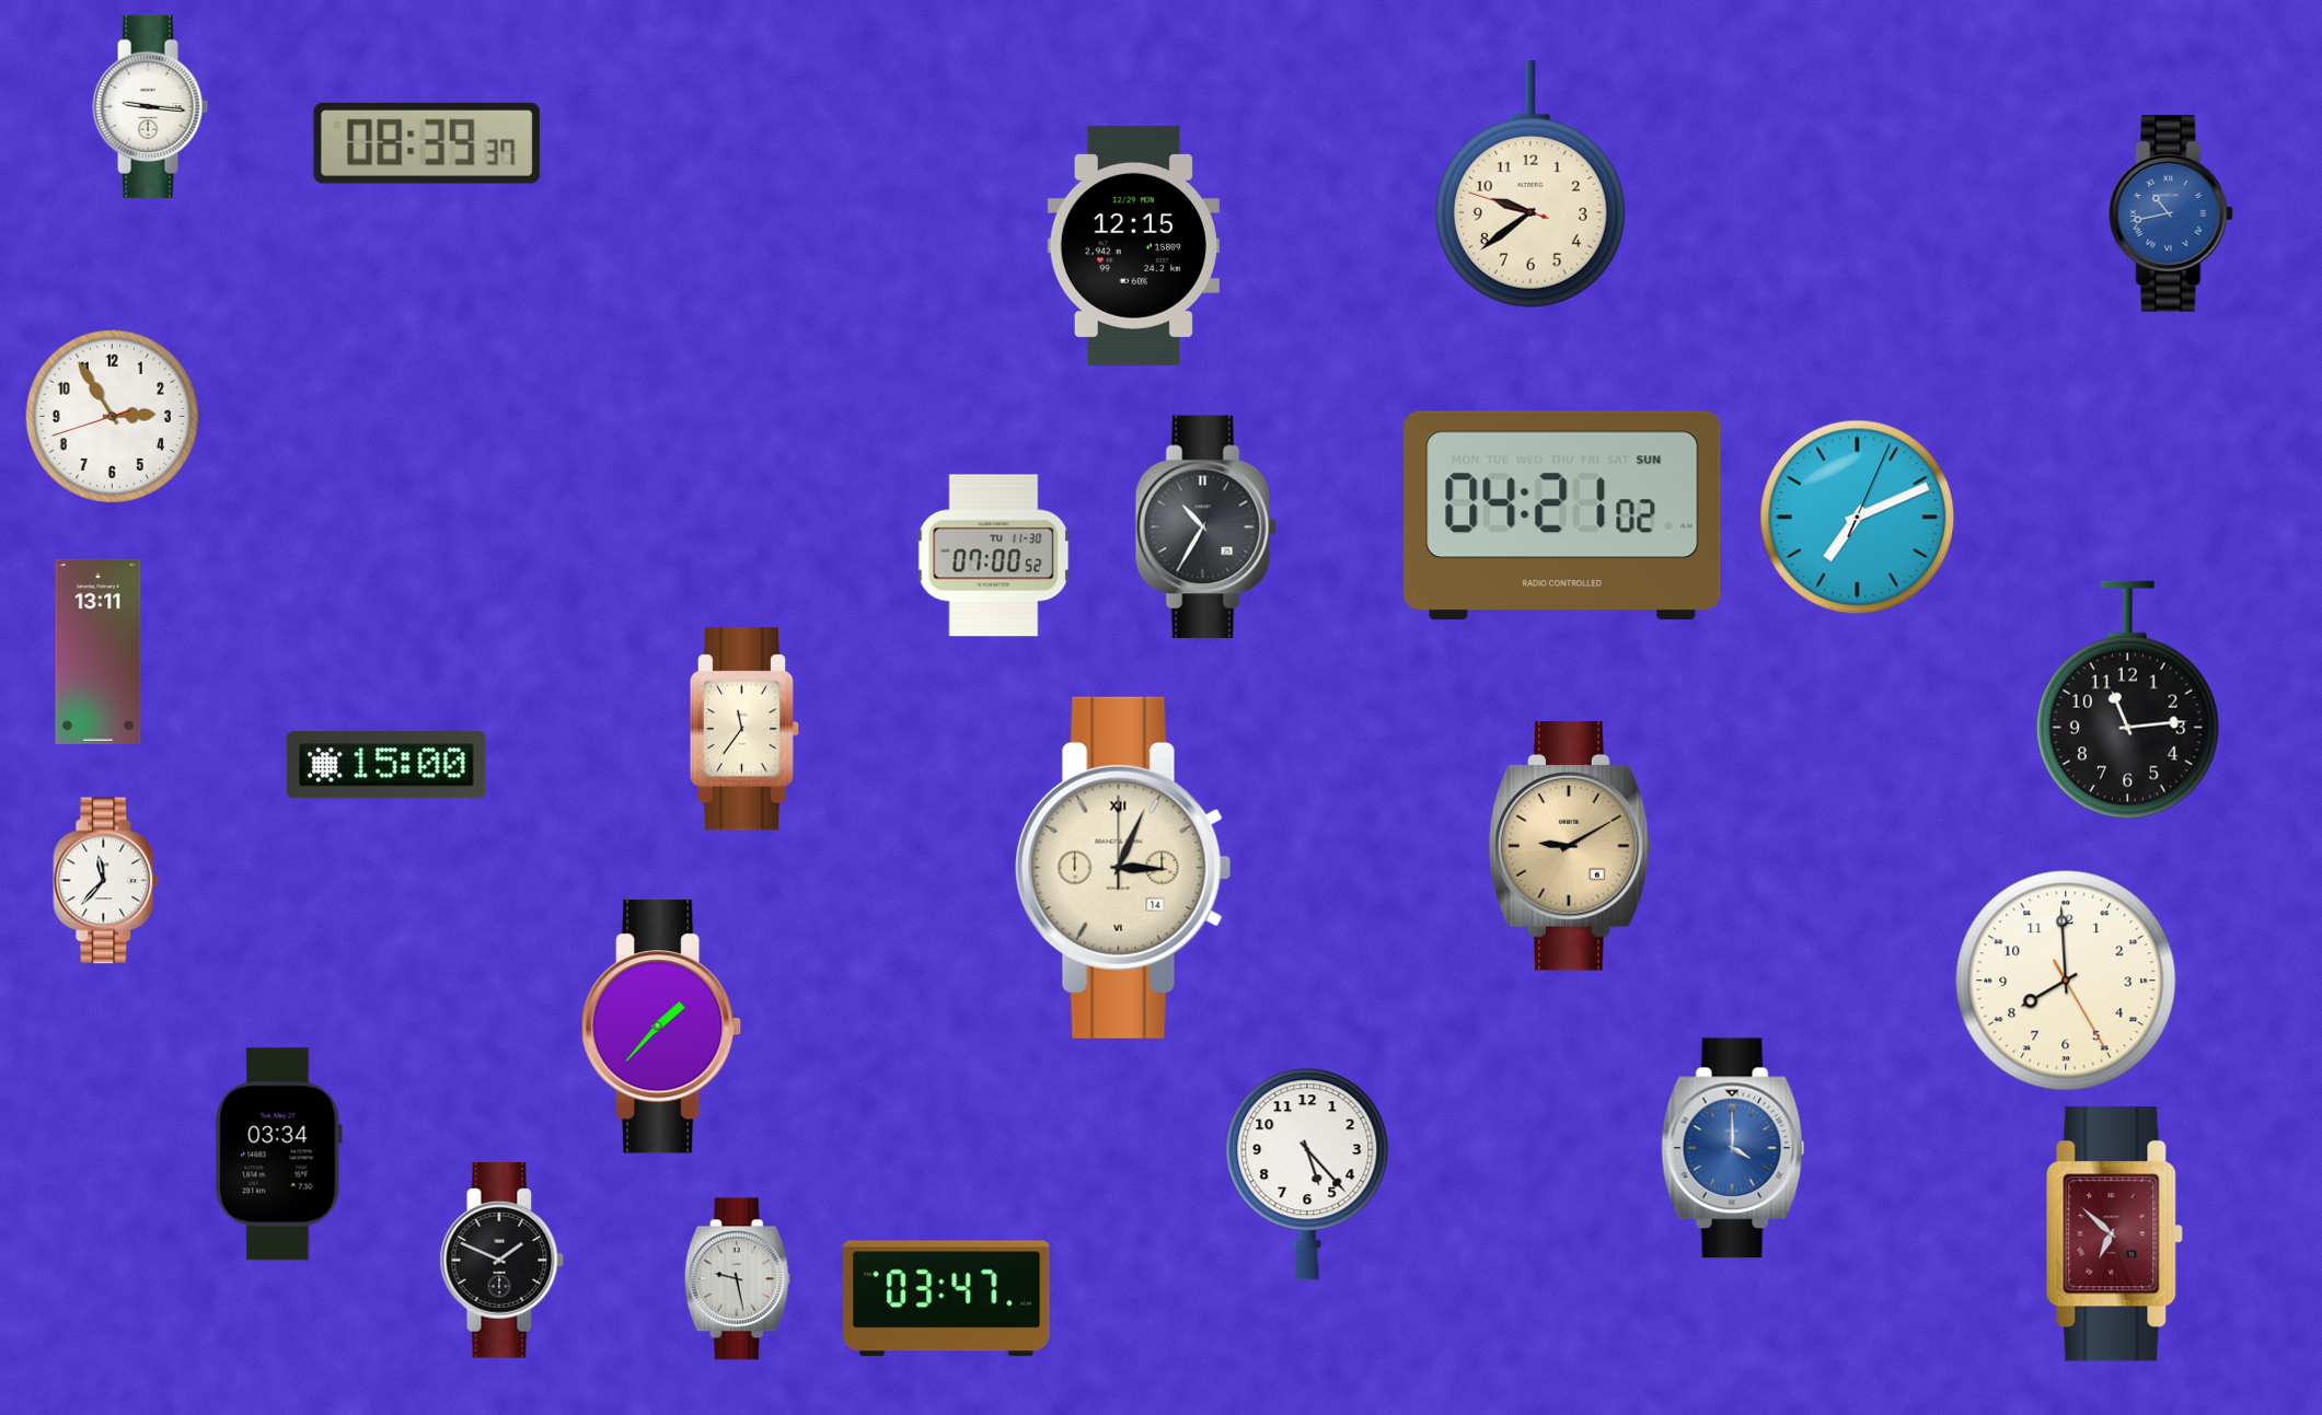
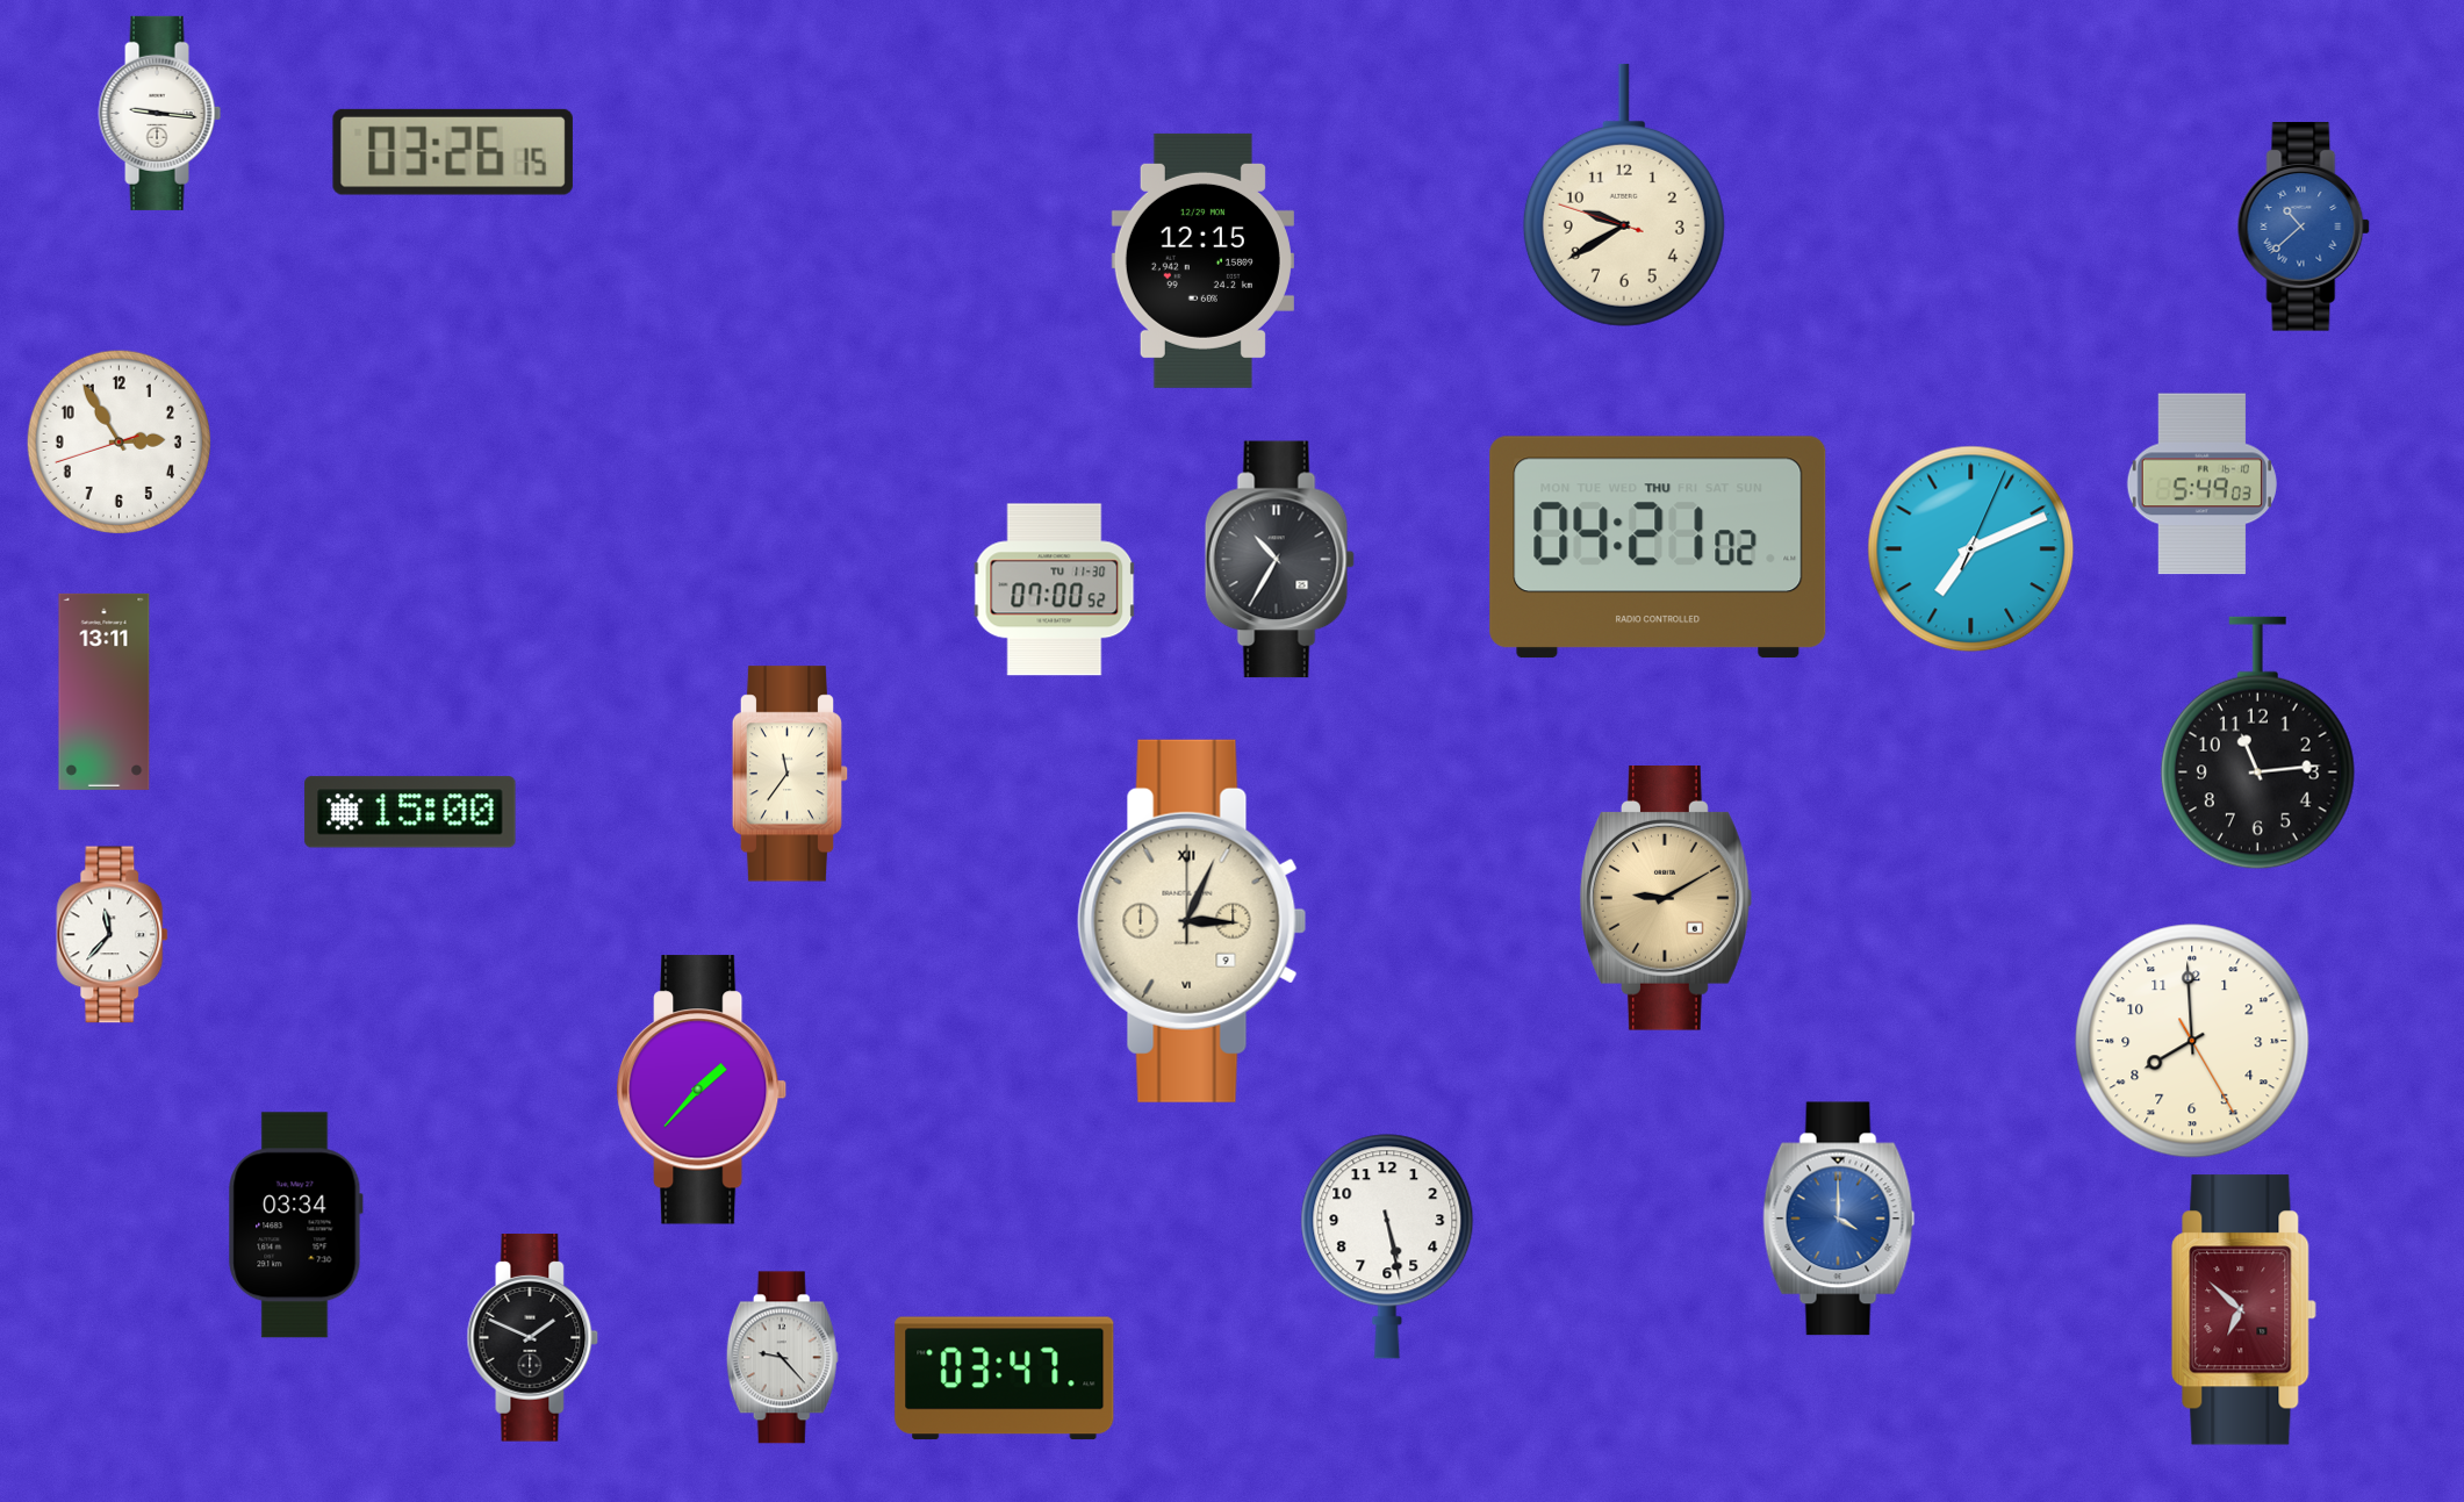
clock at (427, 143): 08:39 -> 03:26
clock at (1530, 184): 9:38 -> 9:39
clock at (2171, 213): 10:43 -> 10:38
clock at (2201, 484): none -> 5:49
clock at (1562, 515) date: SUN -> THU
clock at (1123, 868) date: 14 -> 9
clock at (1307, 1174): 5:23 -> 5:28
clock at (737, 1279): 9:28 -> 9:23
